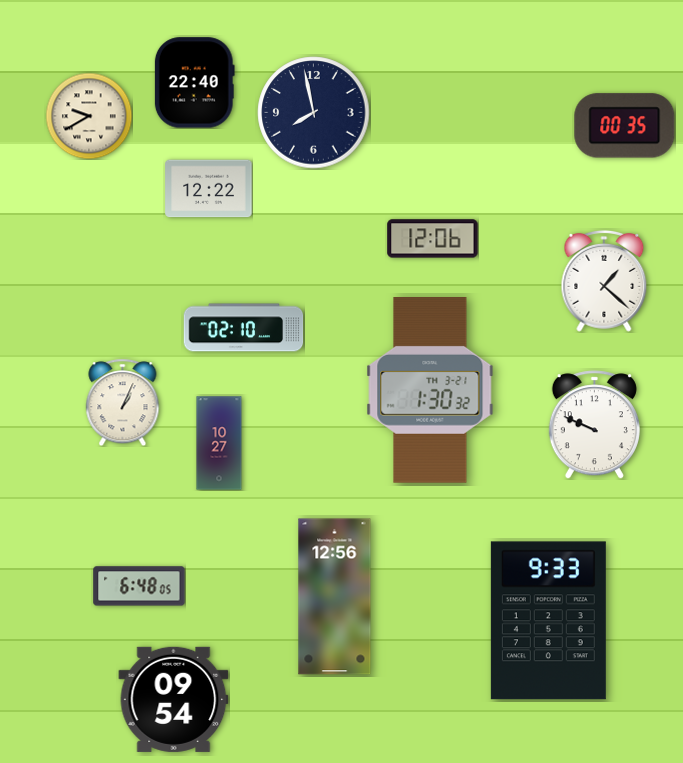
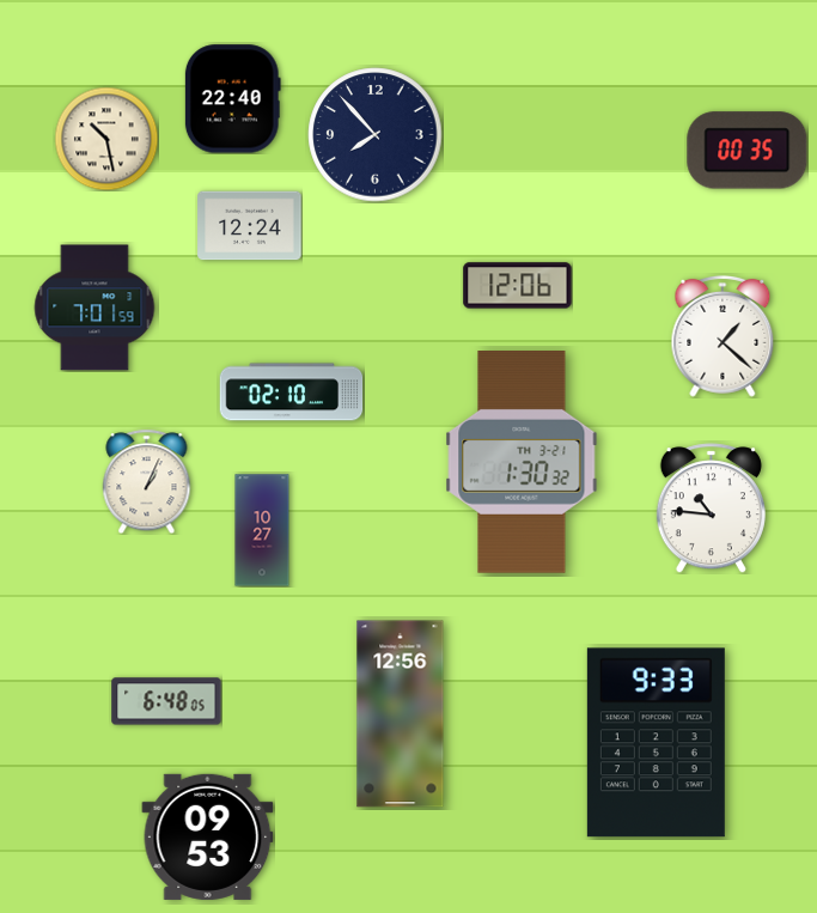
clock at (314, 113): 7:58 -> 7:53
clock at (89, 116): 9:40 -> 10:28
clock at (209, 189): 12:22 -> 12:24
clock at (94, 308): none -> 7:01
clock at (430, 391) position: (430, 391) -> (522, 463)
clock at (594, 425): 9:49 -> 10:46
clock at (174, 699): 09:54 -> 09:53
